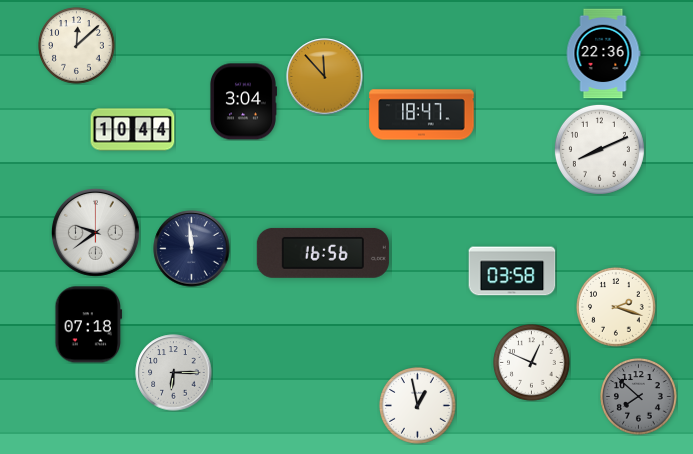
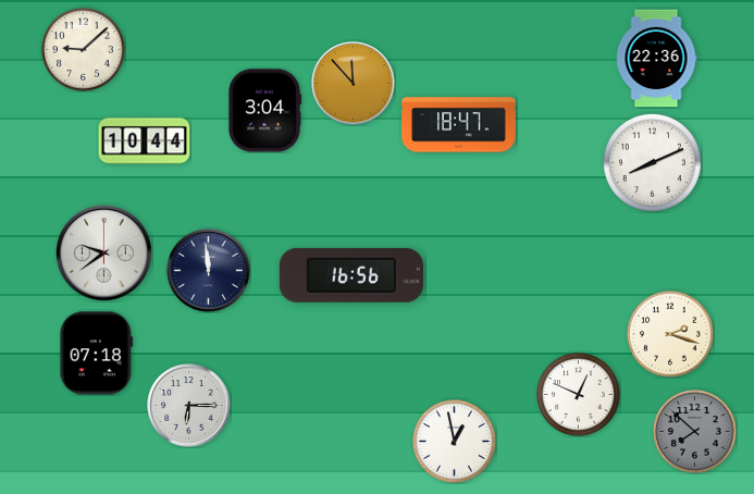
clock at (77, 46): 12:08 -> 9:08
clock at (512, 271): 03:58 -> none
